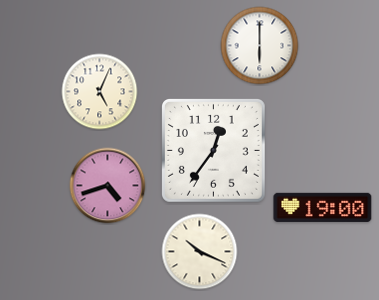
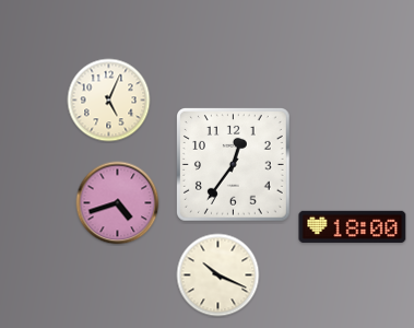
clock at (260, 46): 6:00 -> none
clock at (323, 207): 19:00 -> 18:00
